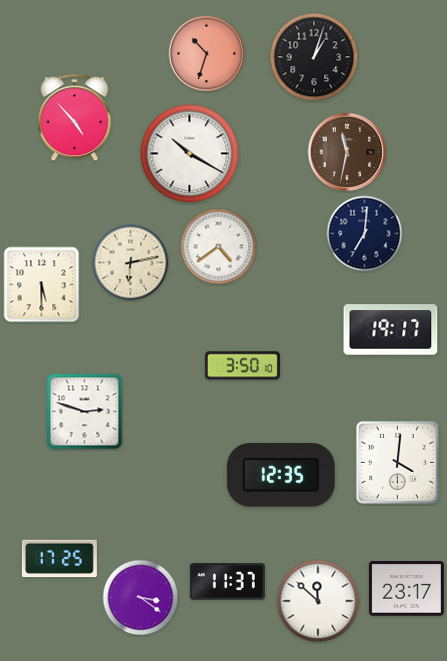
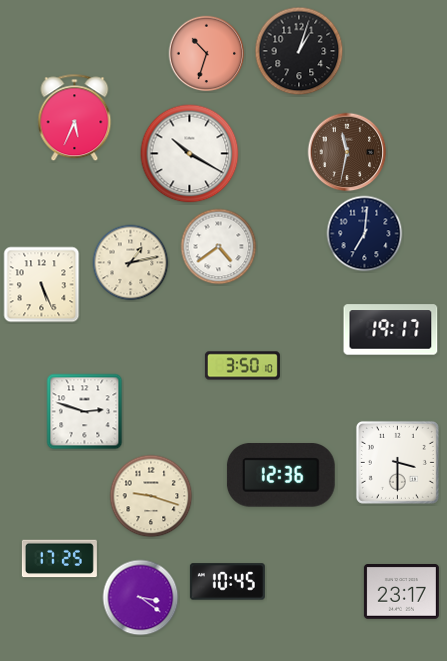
clock at (314, 57) position: (314, 57) -> (299, 51)
clock at (75, 118): 4:53 -> 5:34
clock at (131, 263): 6:13 -> 1:13
clock at (42, 285): 5:30 -> 5:26
clock at (397, 462): 4:01 -> 3:30
clock at (281, 476): 12:35 -> 12:36
clock at (151, 496): none -> 9:18
clock at (227, 582): 11:37 -> 10:45
clock at (406, 589) position: (406, 589) -> (401, 592)
clock at (318, 601): 11:52 -> none
